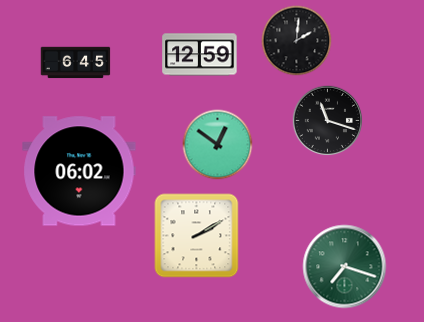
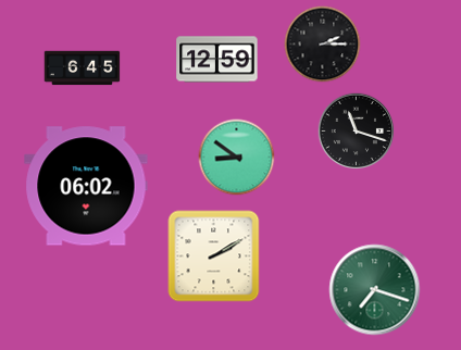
clock at (297, 41): 2:01 -> 2:15
clock at (218, 145): 12:51 -> 8:51
